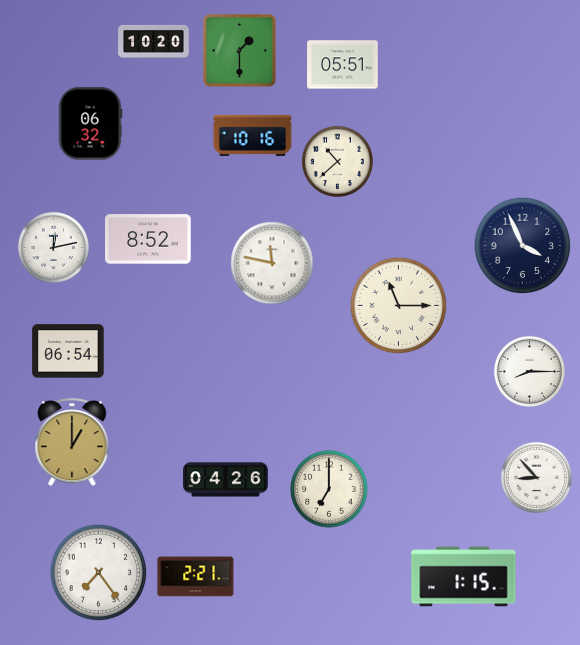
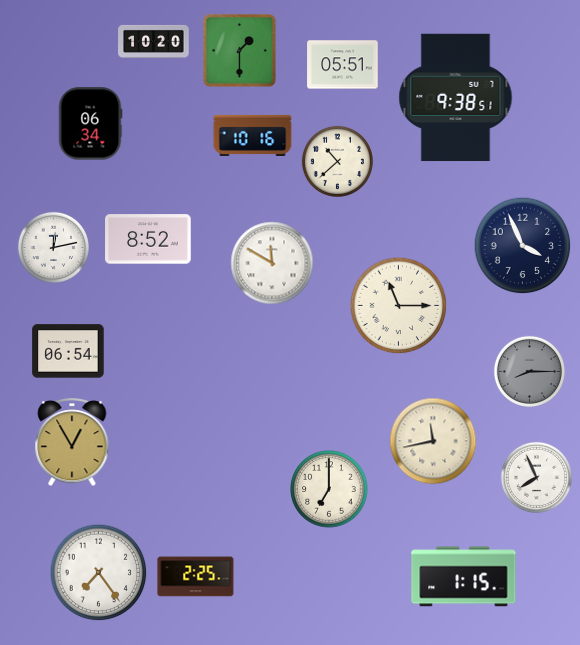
clock at (456, 98): none -> 9:38
clock at (90, 124): 06:32 -> 06:34
clock at (272, 263): 11:47 -> 11:50
clock at (529, 371) dial: white -> grey
clock at (433, 441): none -> 11:43
clock at (72, 443): 1:00 -> 12:55
clock at (536, 477): 8:53 -> 7:56
clock at (226, 480): 04:26 -> none
clock at (196, 577): 2:21 -> 2:25
